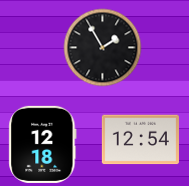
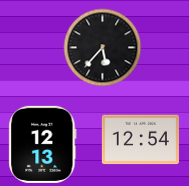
clock at (102, 47): 1:55 -> 5:37
clock at (43, 144): 12:18 -> 12:13
